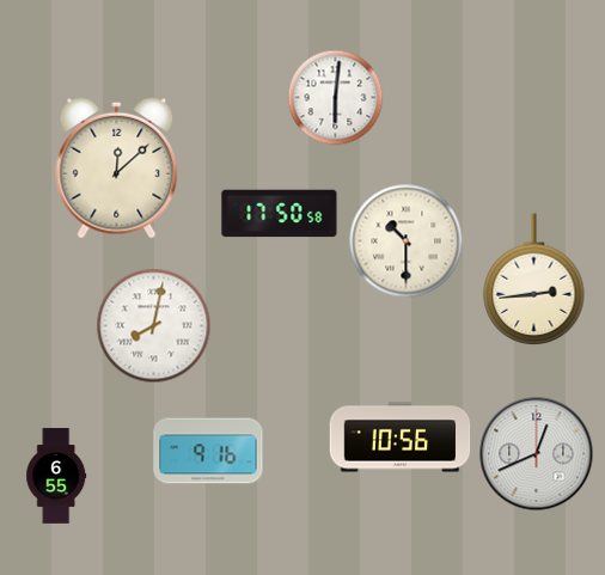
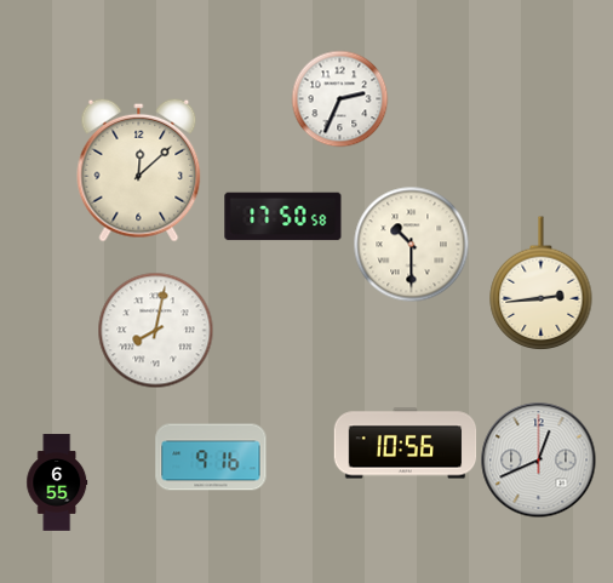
clock at (335, 97): 6:01 -> 2:34
clock at (117, 167) position: (117, 167) -> (139, 170)
clock at (536, 453) position: (536, 453) -> (538, 459)
